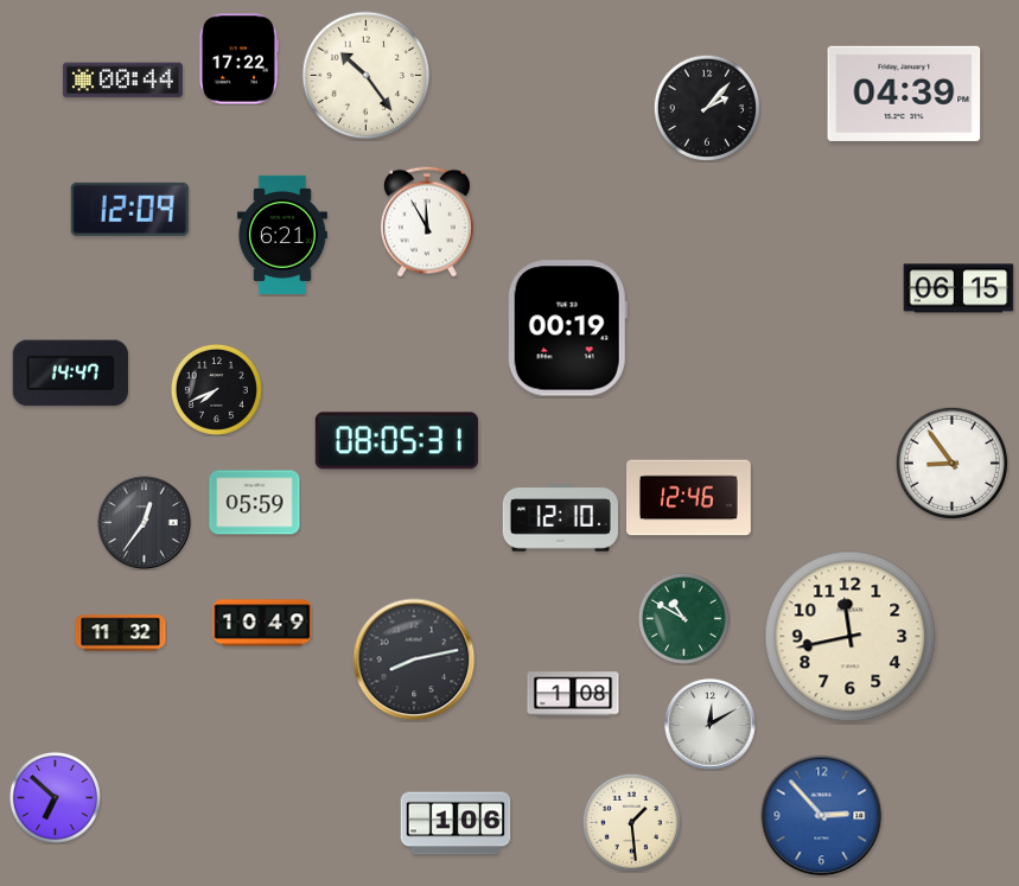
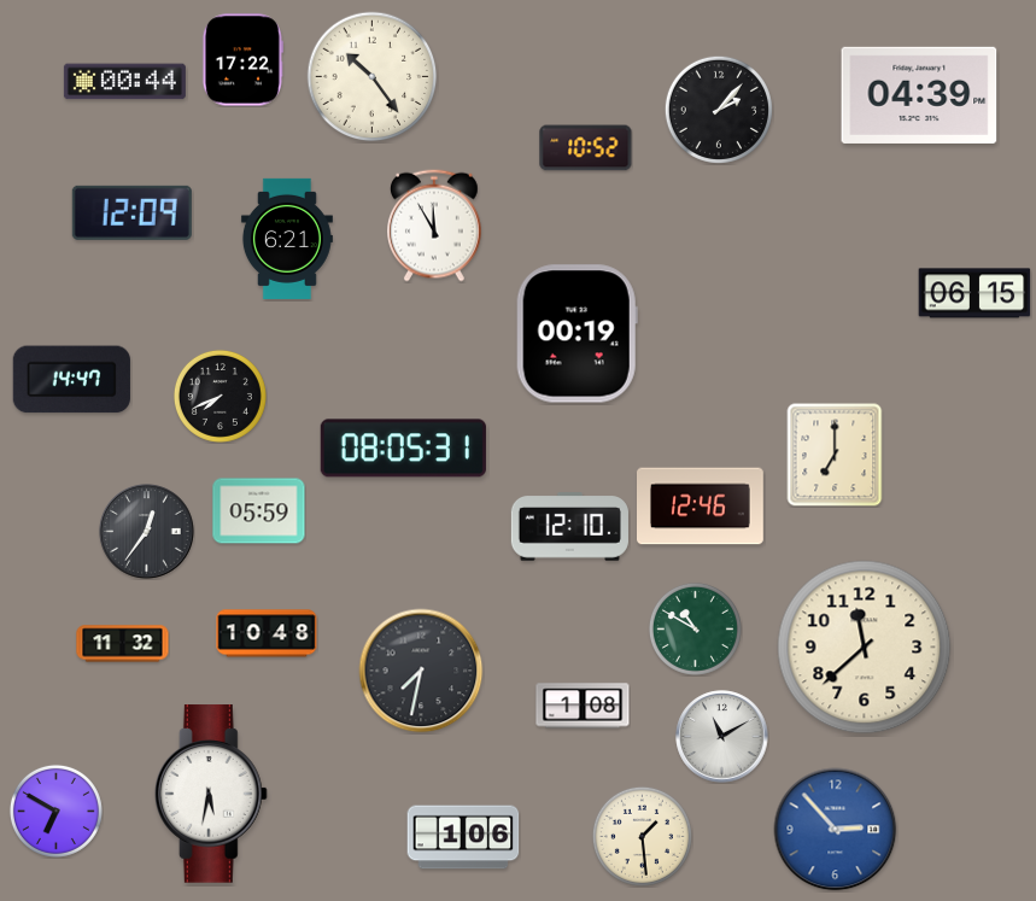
clock at (586, 148): none -> 10:52
clock at (835, 455): none -> 7:00
clock at (951, 463): 8:54 -> none
clock at (262, 623): 10:49 -> 10:48
clock at (851, 637): 11:43 -> 11:38
clock at (414, 659): 8:13 -> 7:32
clock at (711, 725): 12:10 -> 11:10
clock at (211, 794): none -> 5:32
clock at (55, 797): 6:52 -> 6:50
